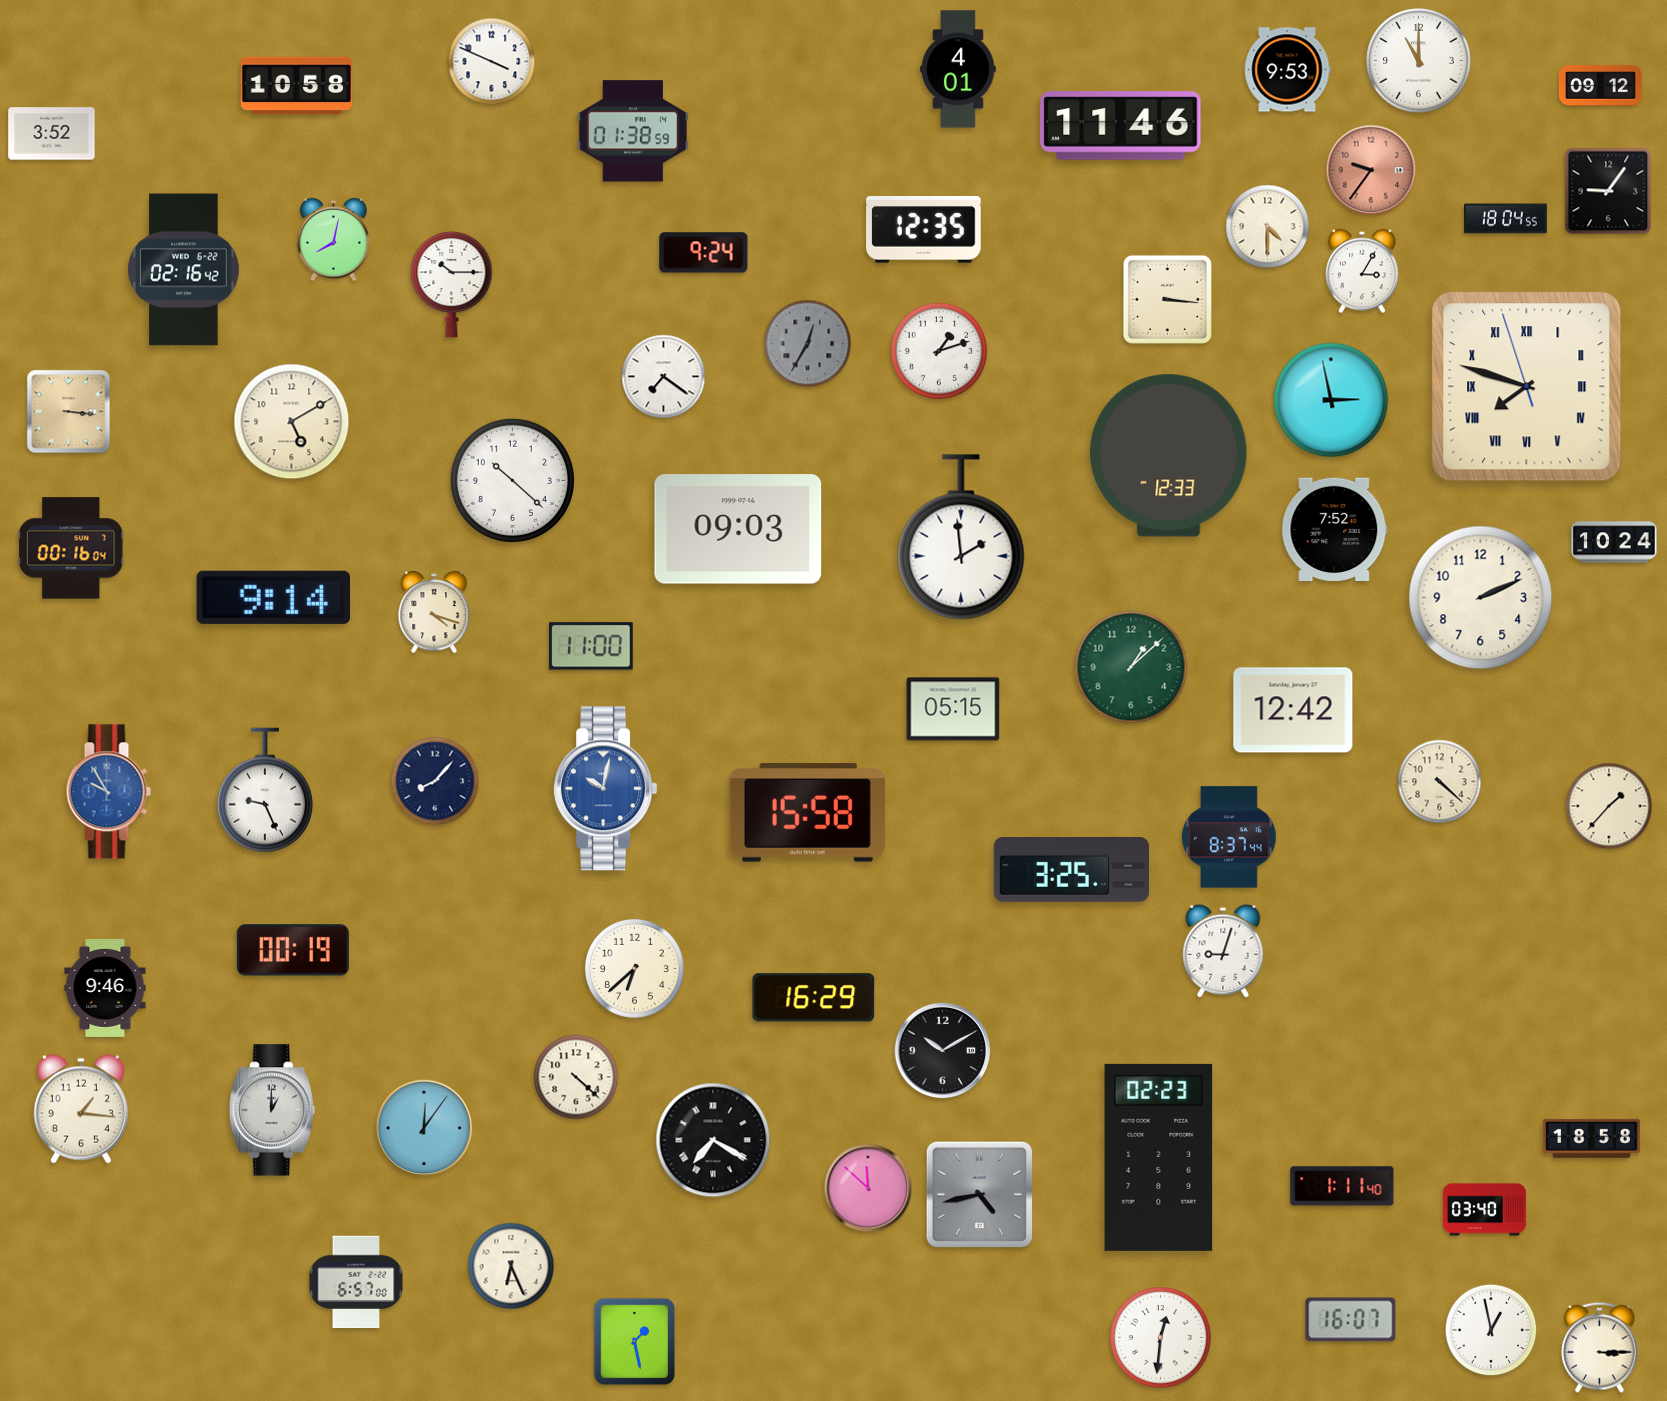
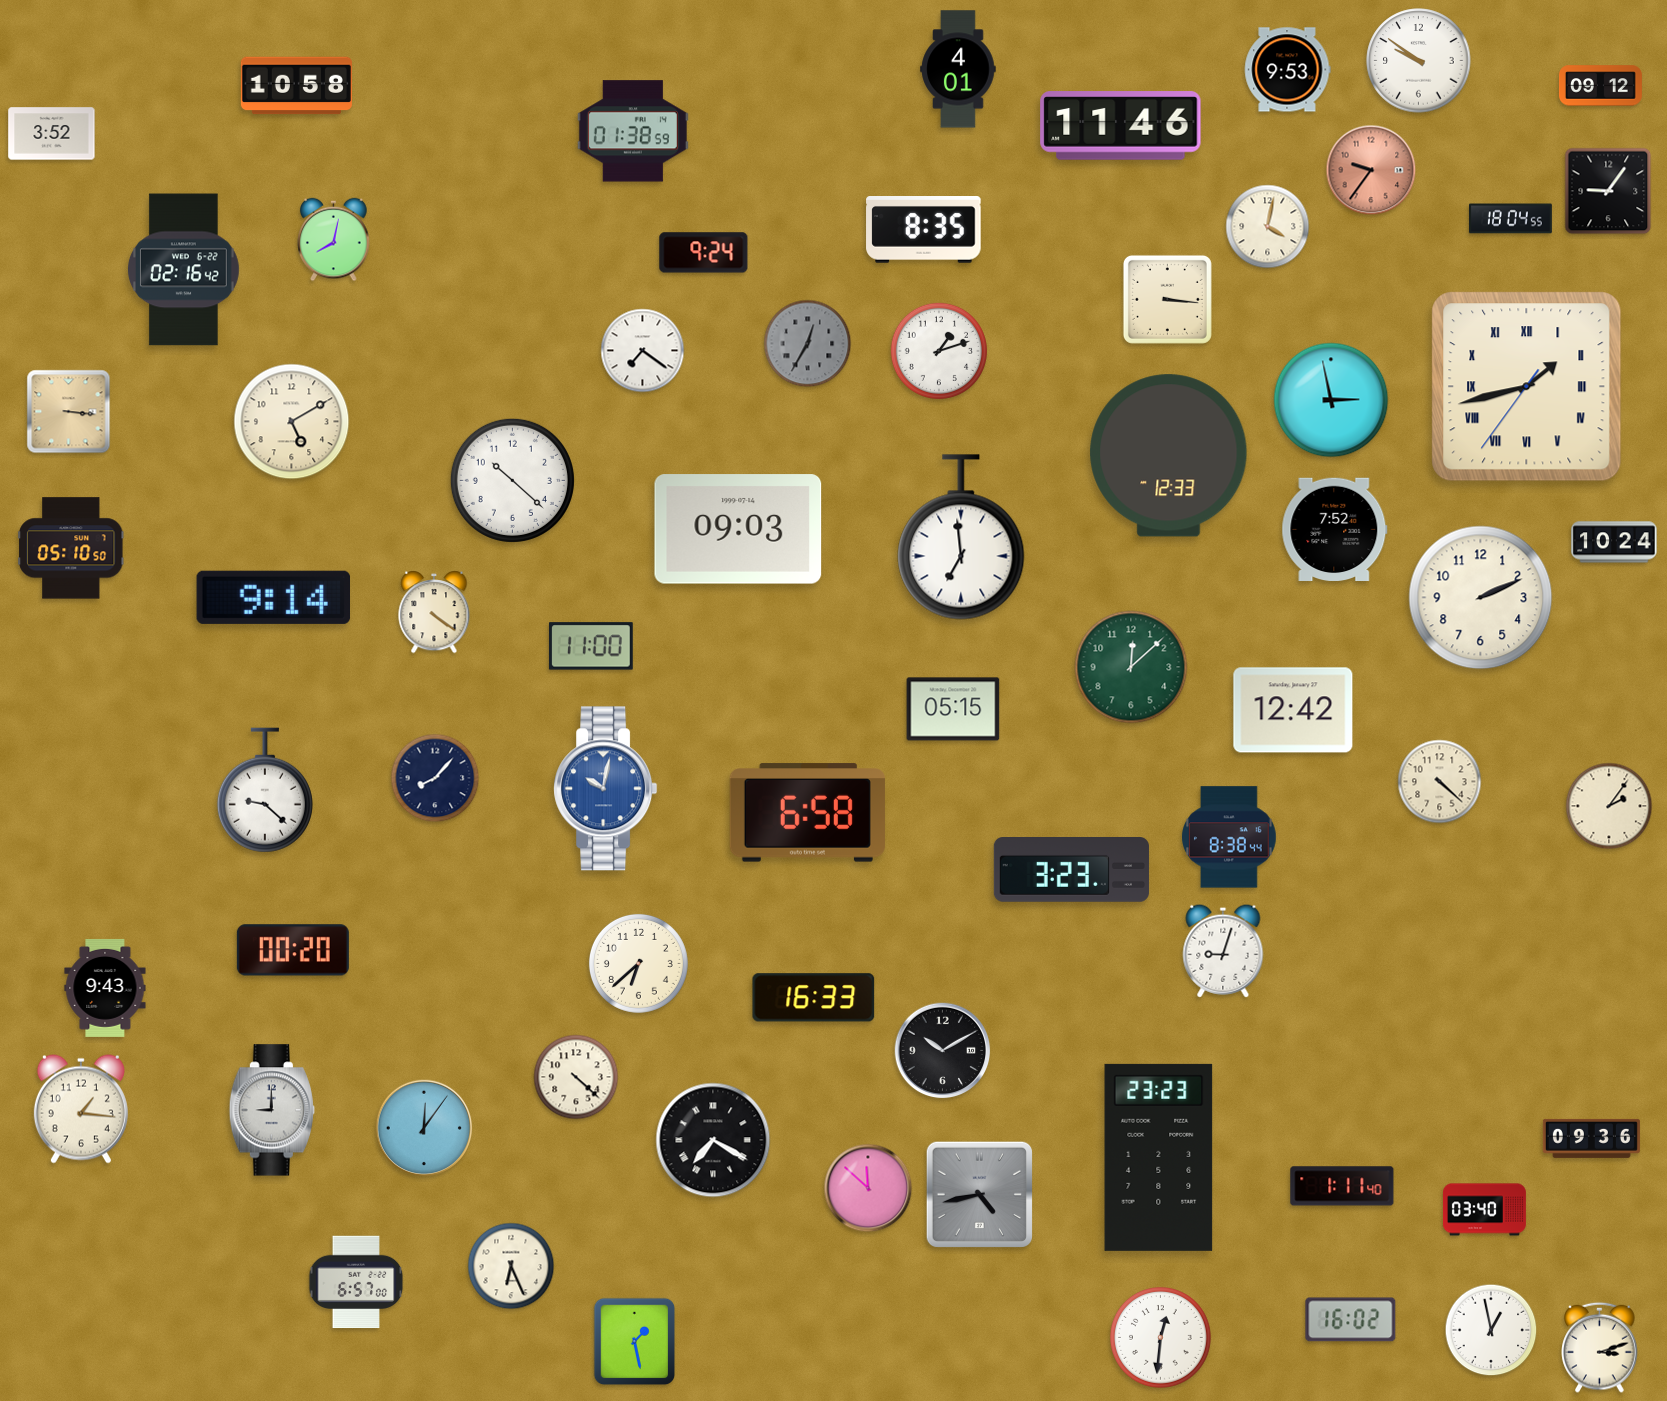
clock at (1419, 61): 11:00 -> 9:51
clock at (492, 62): 3:49 -> none
clock at (1505, 219) position: (1505, 219) -> (1510, 219)
clock at (1268, 227): 4:30 -> 4:02
clock at (924, 230): 12:35 -> 8:35
clock at (1363, 271): 3:05 -> none
clock at (452, 284): 10:15 -> none
clock at (664, 377) position: (664, 377) -> (643, 351)
clock at (1527, 387): 7:47 -> 1:42
clock at (961, 537): 1:59 -> 6:59
clock at (71, 548): 00:16 -> 05:10
clock at (434, 613): 4:18 -> 4:21
clock at (1131, 667): 1:08 -> 12:08
clock at (435, 781) position: (435, 781) -> (435, 778)
clock at (265, 790): 9:26 -> 9:22
clock at (108, 792): 9:55 -> none
clock at (1609, 806): 1:37 -> 2:06
clock at (807, 813): 15:58 -> 6:58
clock at (1229, 837): 8:37 -> 8:38
clock at (1071, 870): 3:25 -> 3:23
clock at (293, 950): 00:19 -> 00:20
clock at (634, 968) position: (634, 968) -> (638, 963)
clock at (105, 988): 9:46 -> 9:43
clock at (814, 998): 16:29 -> 16:33
clock at (271, 1110): 1:00 -> 9:00
clock at (1591, 1138): 18:58 -> 09:36
clock at (1159, 1157): 02:23 -> 23:23
clock at (1351, 1320): 16:07 -> 16:02
clock at (1600, 1347): 3:15 -> 3:12
